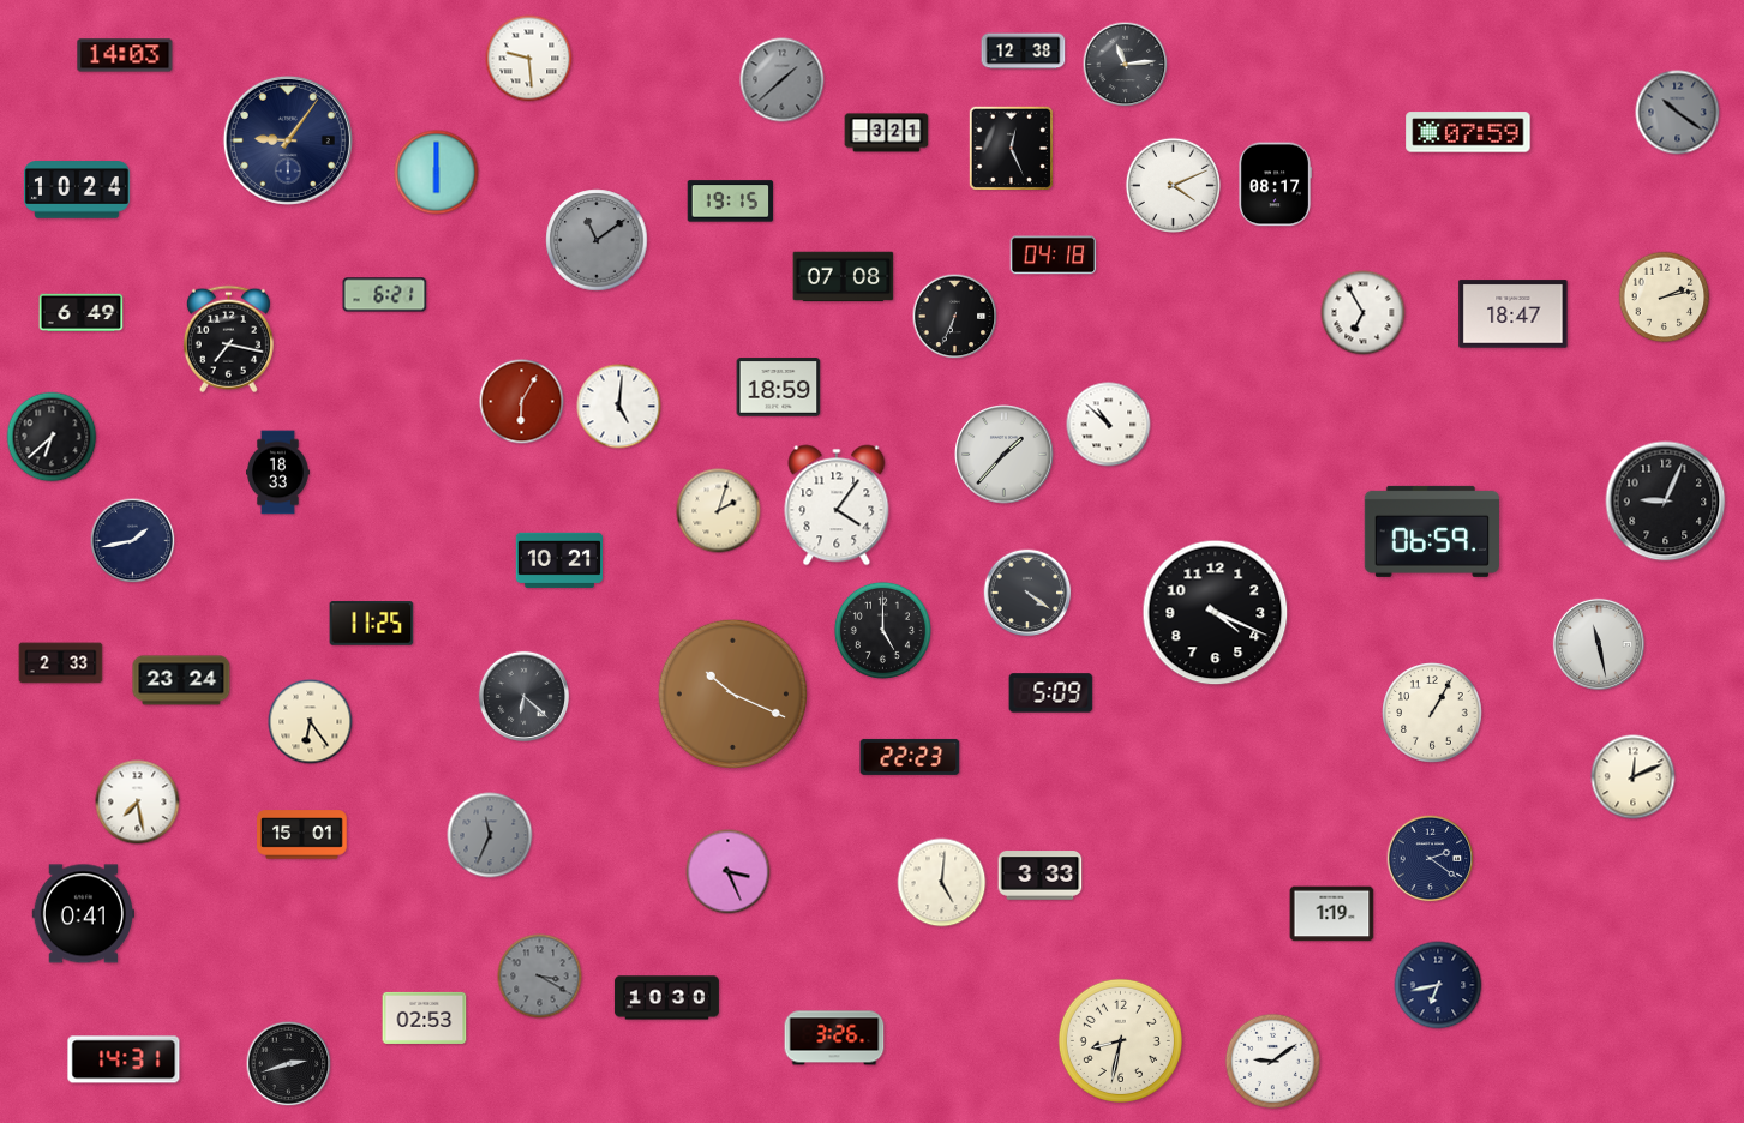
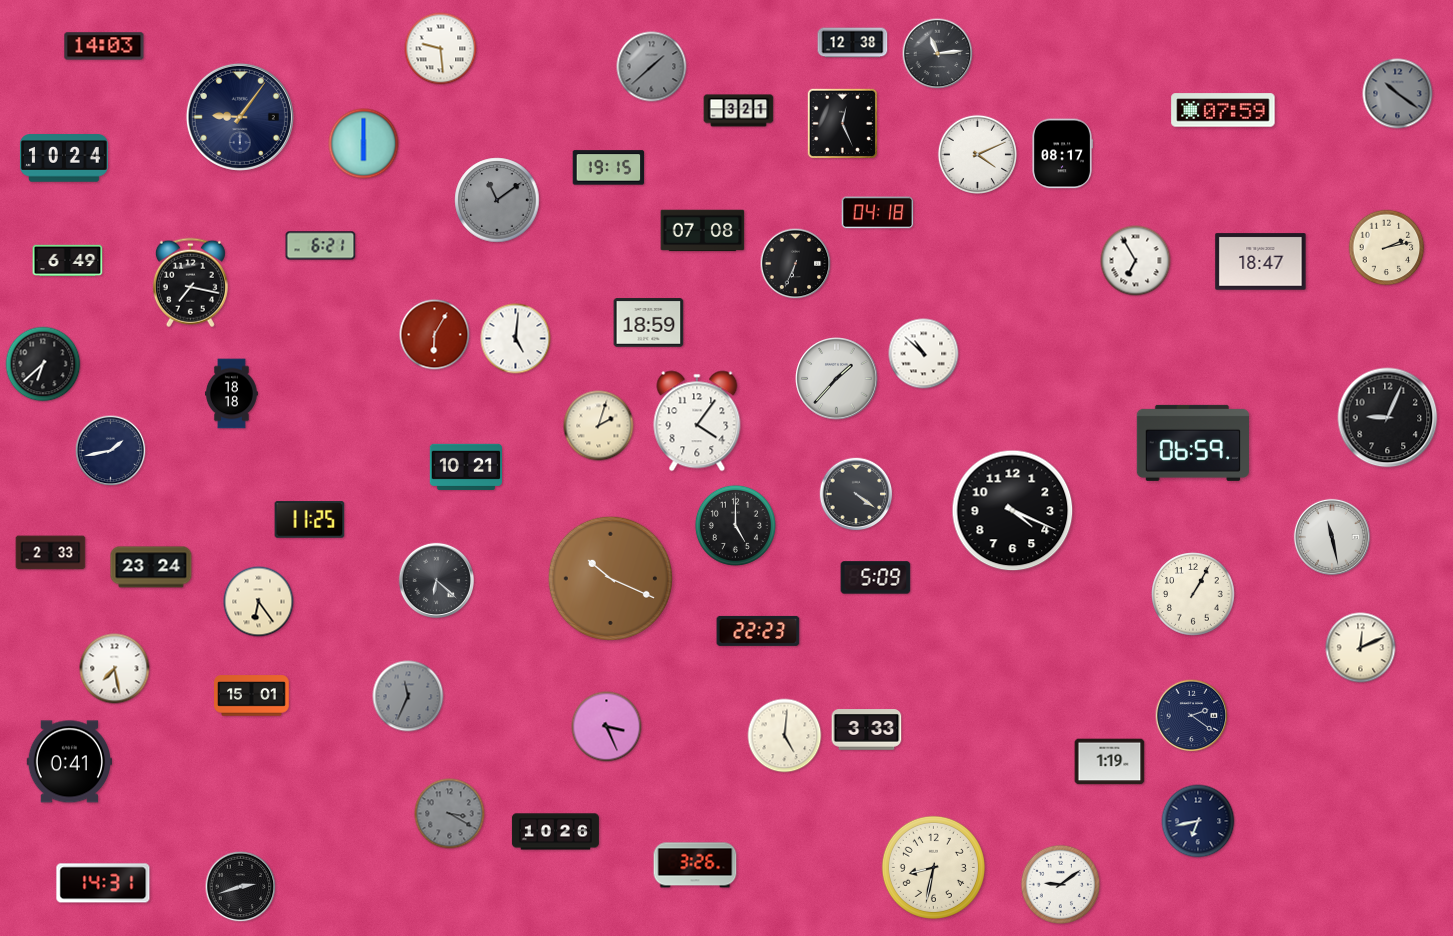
clock at (278, 473): 18:33 -> 18:18
clock at (666, 998): 10:30 -> 10:26
clock at (425, 1017): 02:53 -> none
